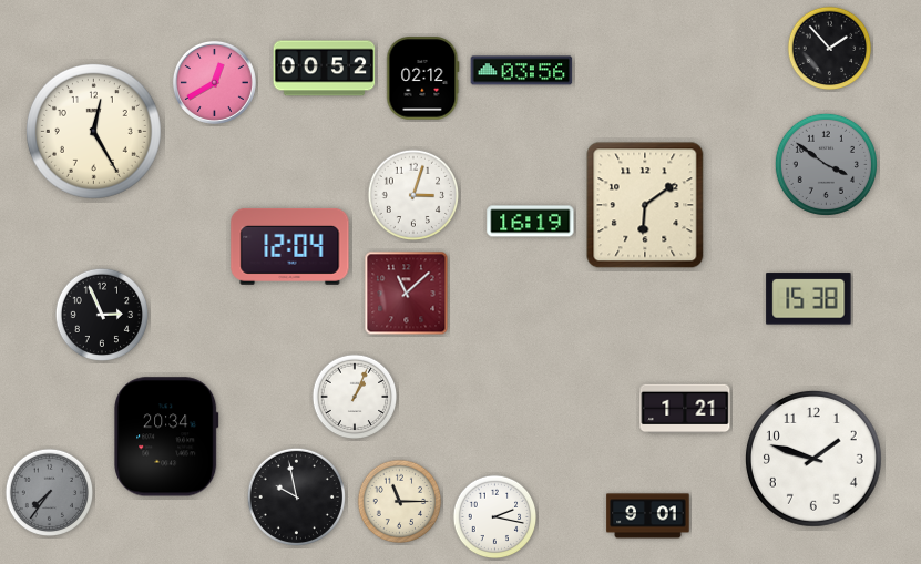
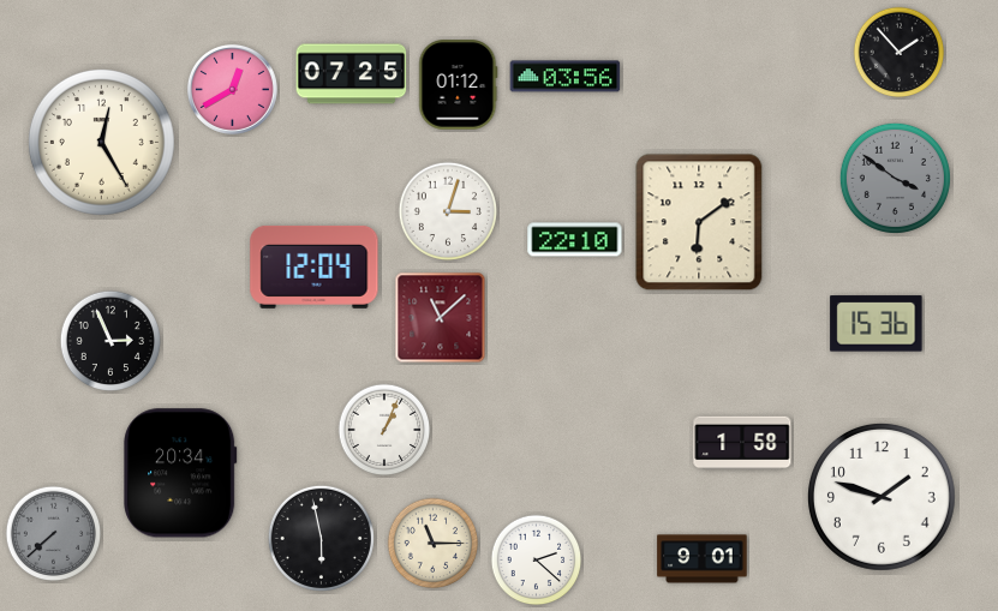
clock at (325, 69): 00:52 -> 07:25
clock at (423, 79): 02:12 -> 01:12
clock at (531, 222): 16:19 -> 22:10
clock at (809, 299): 15:38 -> 15:36
clock at (685, 409): 1:21 -> 1:58
clock at (50, 493): 7:36 -> 7:38
clock at (296, 496): 9:58 -> 5:58
clock at (495, 517): 2:17 -> 2:22
